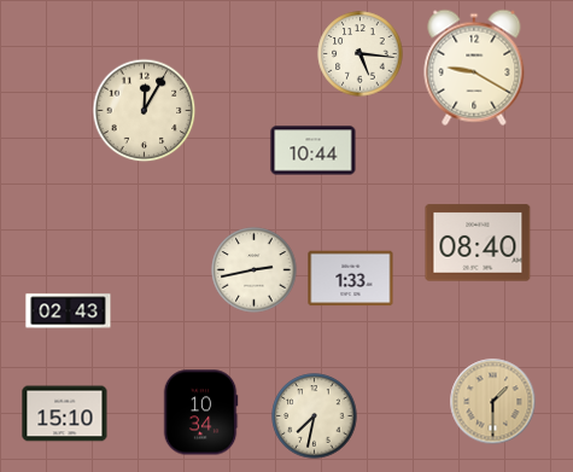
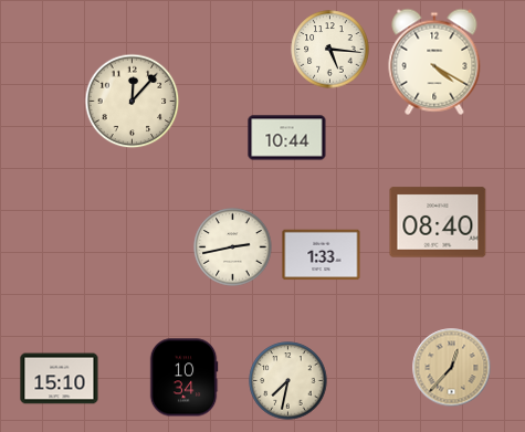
clock at (474, 68): 9:20 -> 4:20
clock at (145, 111): 12:05 -> 12:07
clock at (69, 311): 02:43 -> none
clock at (493, 402): 1:30 -> 12:37
